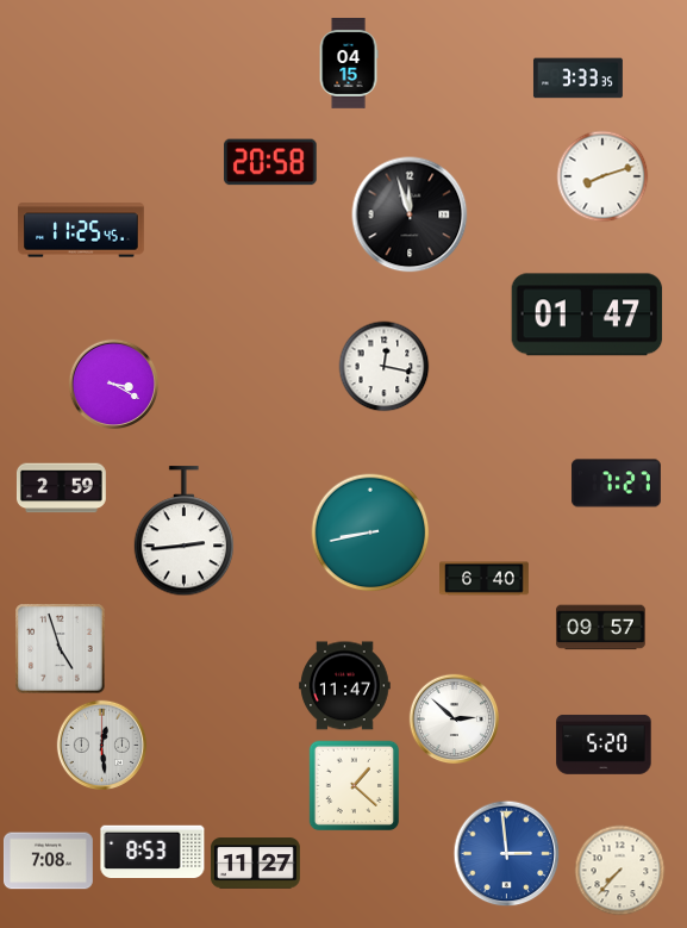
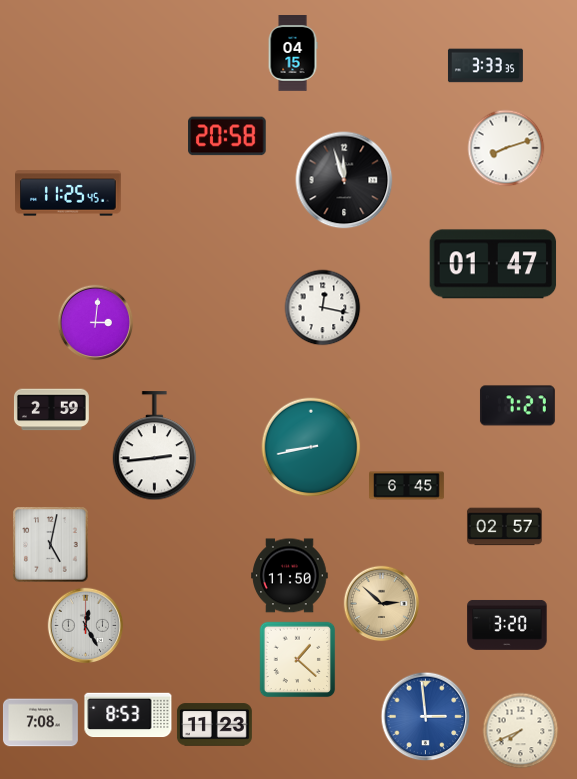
clock at (114, 385): 3:20 -> 3:01
clock at (485, 579): 6:40 -> 6:45
clock at (600, 628): 09:57 -> 02:57
clock at (61, 649): 4:57 -> 5:02
clock at (345, 686): 11:47 -> 11:50
clock at (455, 720) dial: white -> champagne
clock at (604, 745): 5:20 -> 3:20
clock at (102, 746): 12:29 -> 12:25
clock at (255, 864): 11:27 -> 11:23
clock at (620, 871): 7:37 -> 7:41
